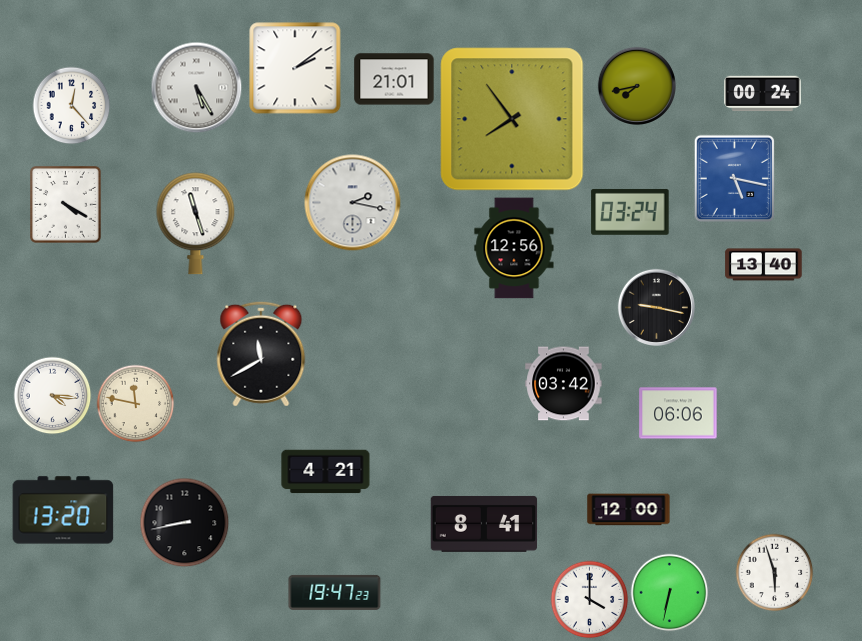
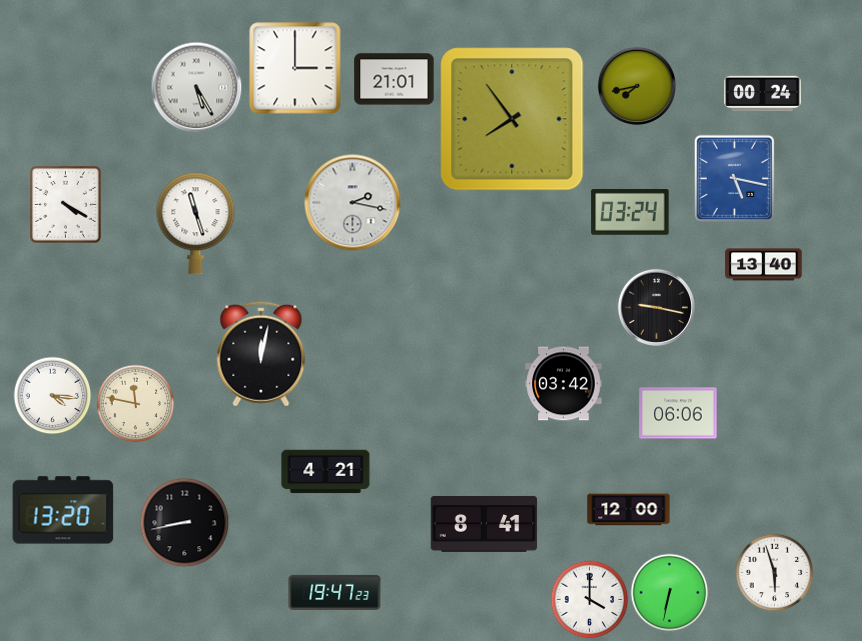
clock at (295, 68): 2:09 -> 3:00
clock at (71, 105): 12:23 -> none
clock at (514, 248): 12:56 -> none
clock at (261, 354): 11:40 -> 12:02
